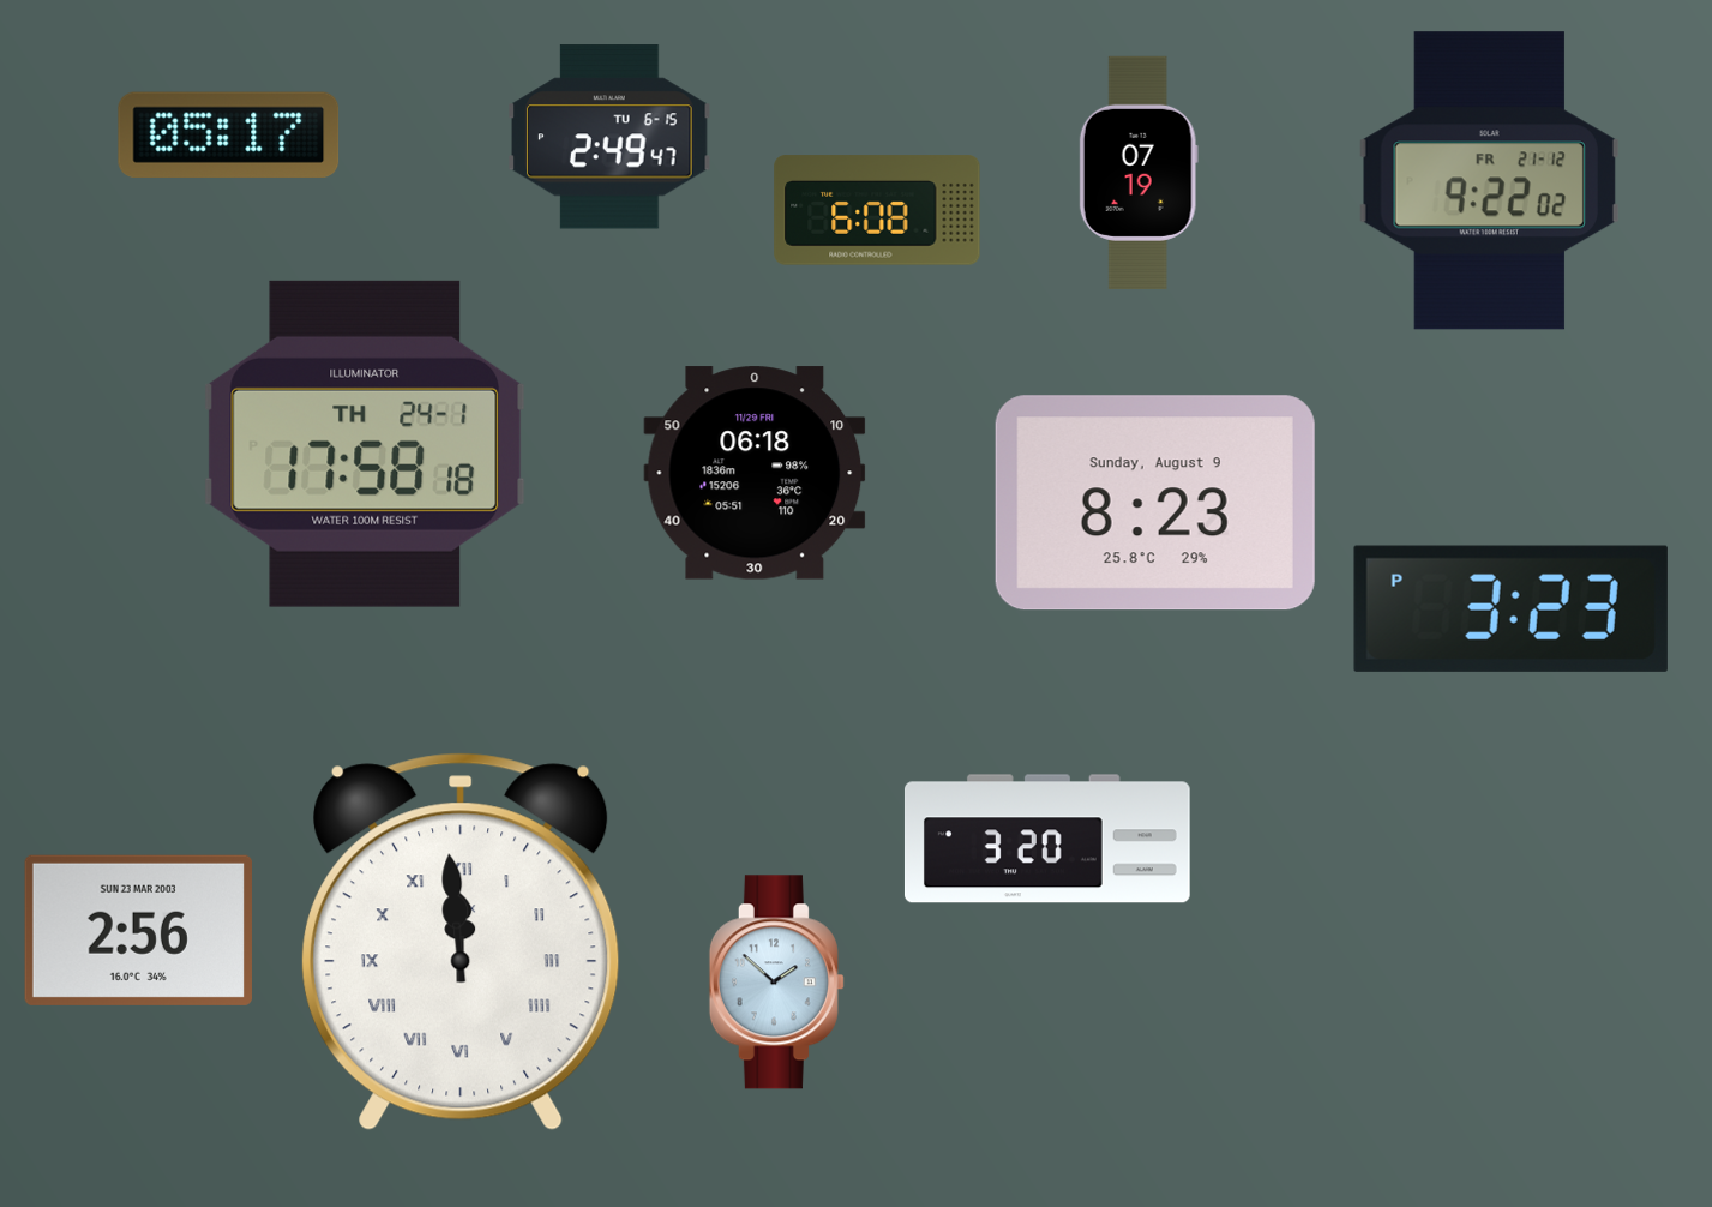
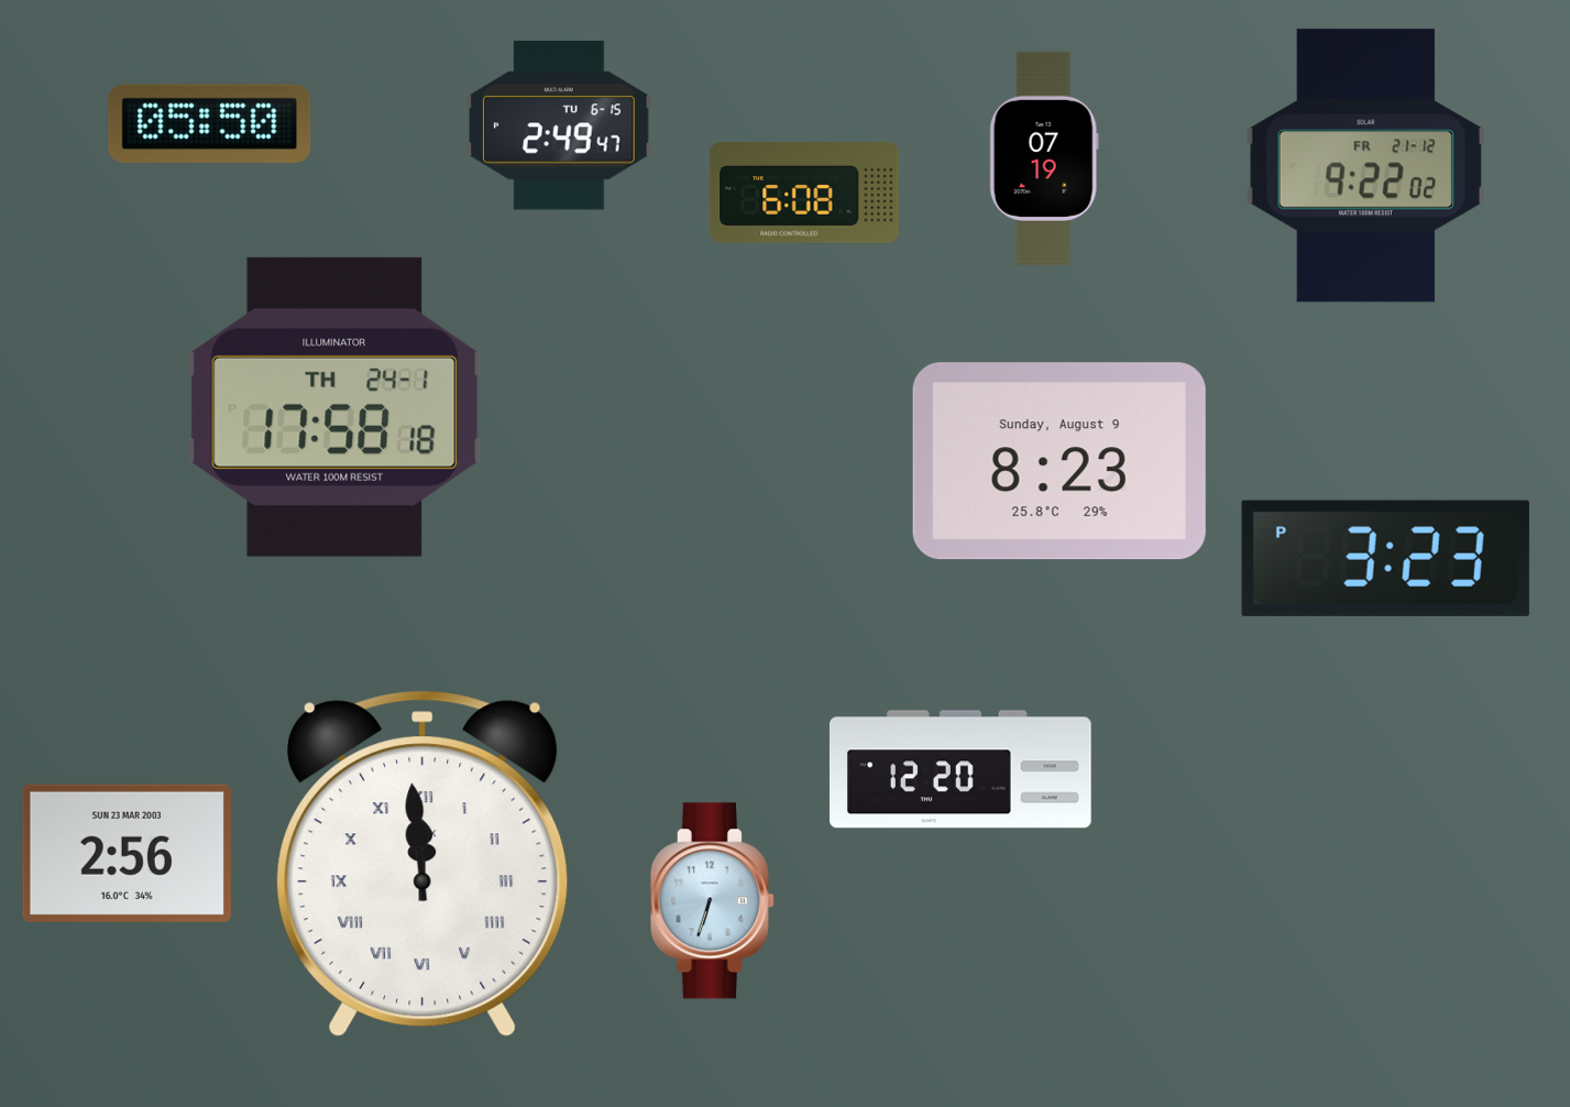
clock at (229, 134): 05:17 -> 05:50
clock at (755, 473): 06:18 -> none
clock at (1047, 839): 3:20 -> 12:20
clock at (776, 983): 1:52 -> 6:33
